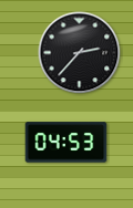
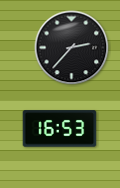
clock at (66, 143): 04:53 -> 16:53
